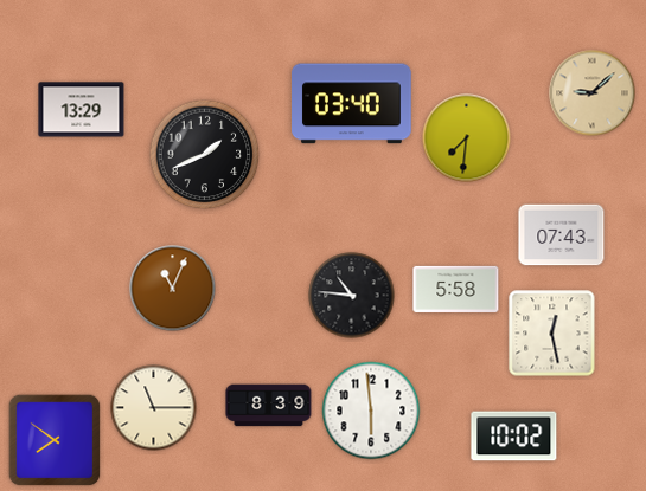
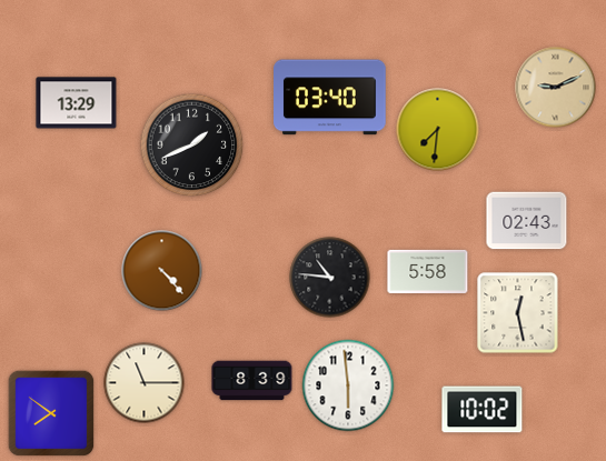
clock at (593, 93): 9:08 -> 9:11
clock at (562, 235): 07:43 -> 02:43
clock at (173, 289): 11:04 -> 4:23
